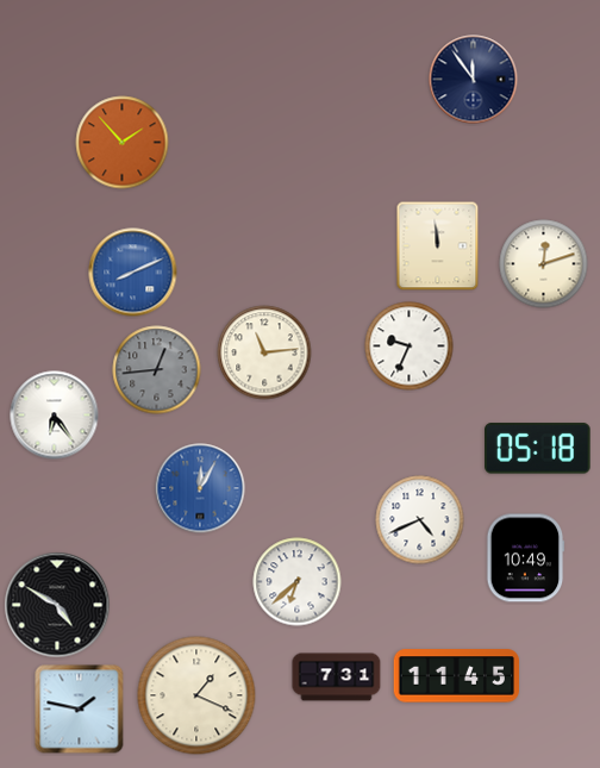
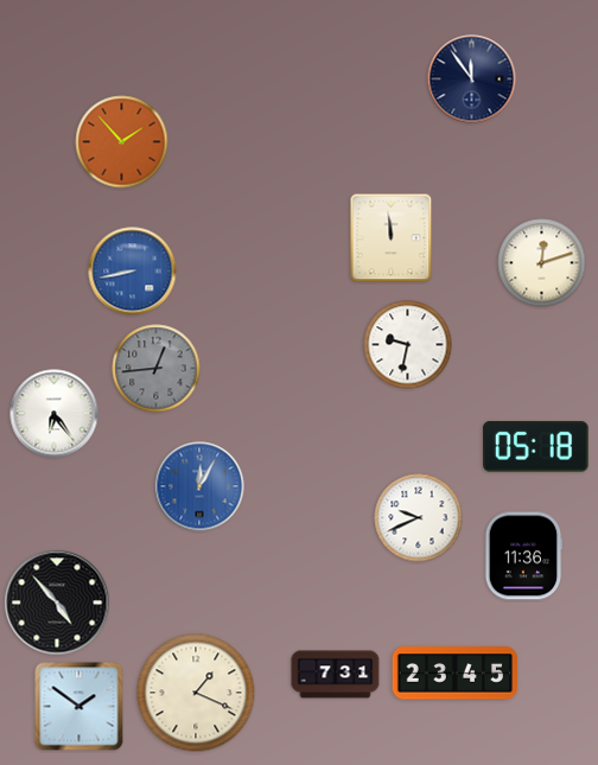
clock at (438, 246) position: (438, 246) -> (392, 238)
clock at (133, 273): 8:11 -> 8:43
clock at (410, 346): 9:34 -> 9:32
clock at (264, 352): 11:14 -> none
clock at (420, 520): 4:41 -> 9:41
clock at (525, 558): 10:49 -> 11:36
clock at (298, 582): 6:38 -> none
clock at (57, 605): 4:50 -> 4:53
clock at (456, 676): 11:45 -> 23:45
clock at (80, 710): 1:47 -> 1:51
